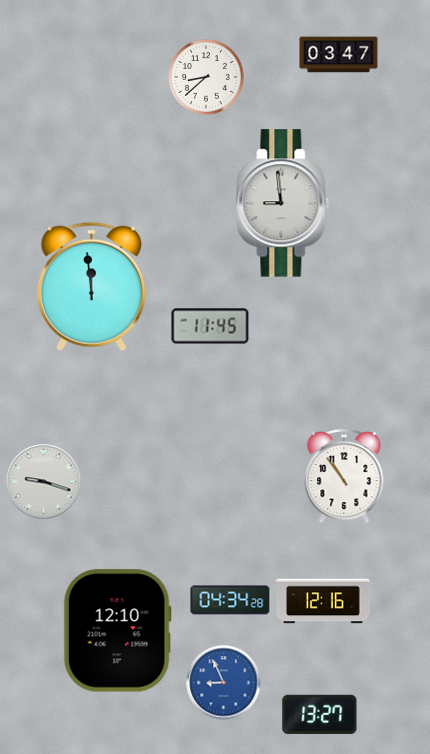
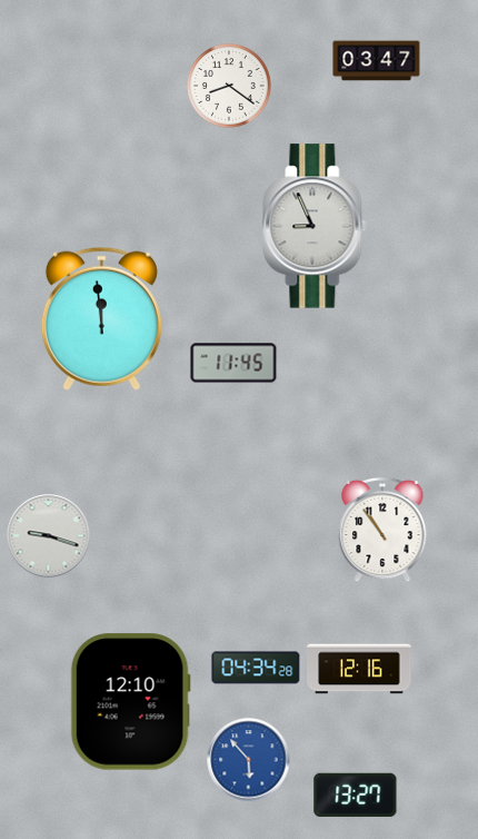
clock at (207, 78): 8:38 -> 8:21
clock at (283, 203): 8:59 -> 8:56
clock at (224, 683): 8:56 -> 5:53
